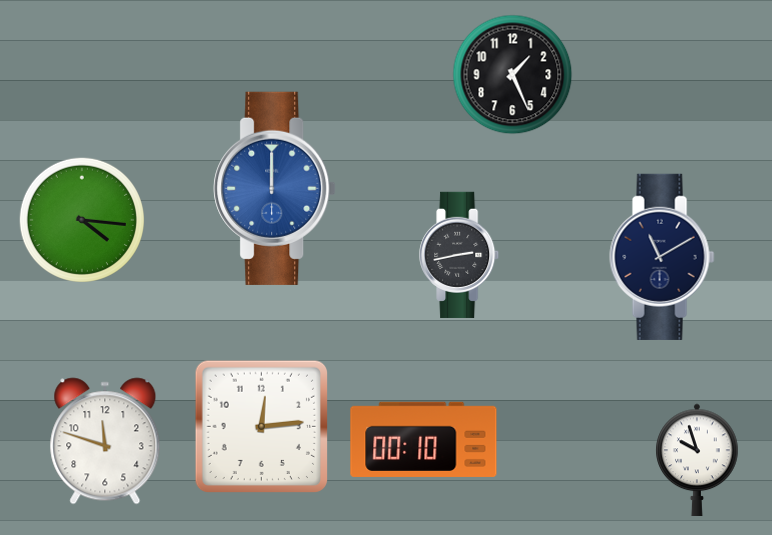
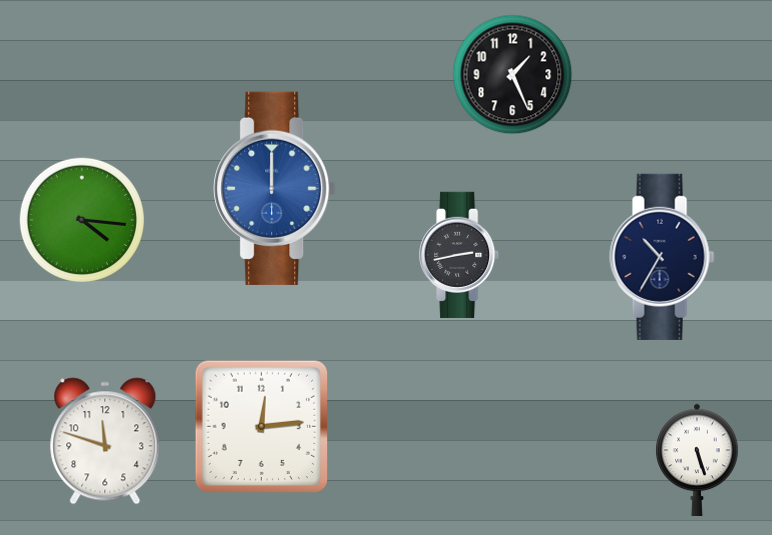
clock at (662, 257): 11:10 -> 10:35
clock at (424, 439): 00:10 -> none
clock at (697, 459): 9:57 -> 5:27
